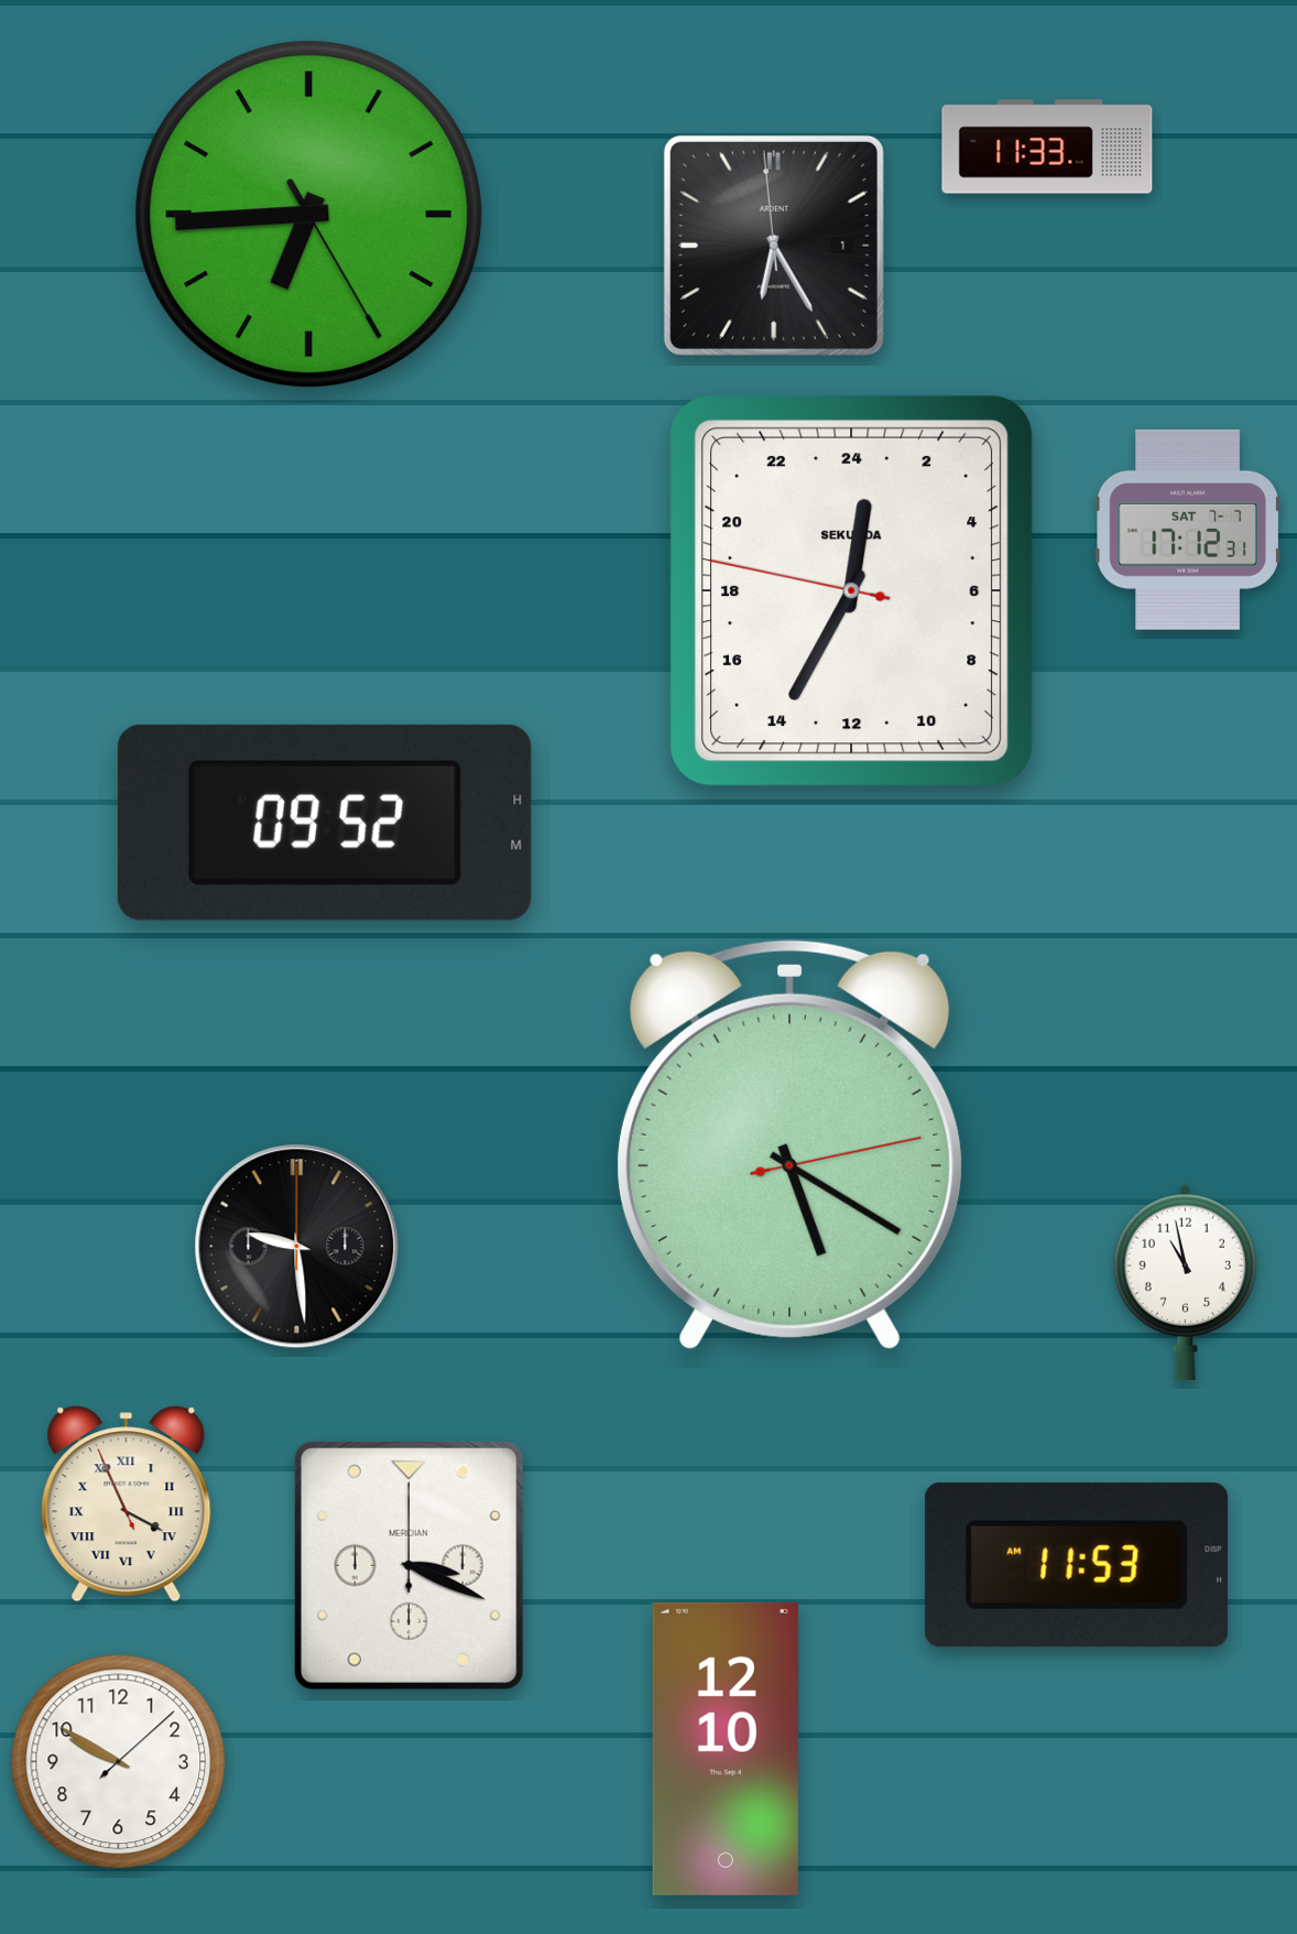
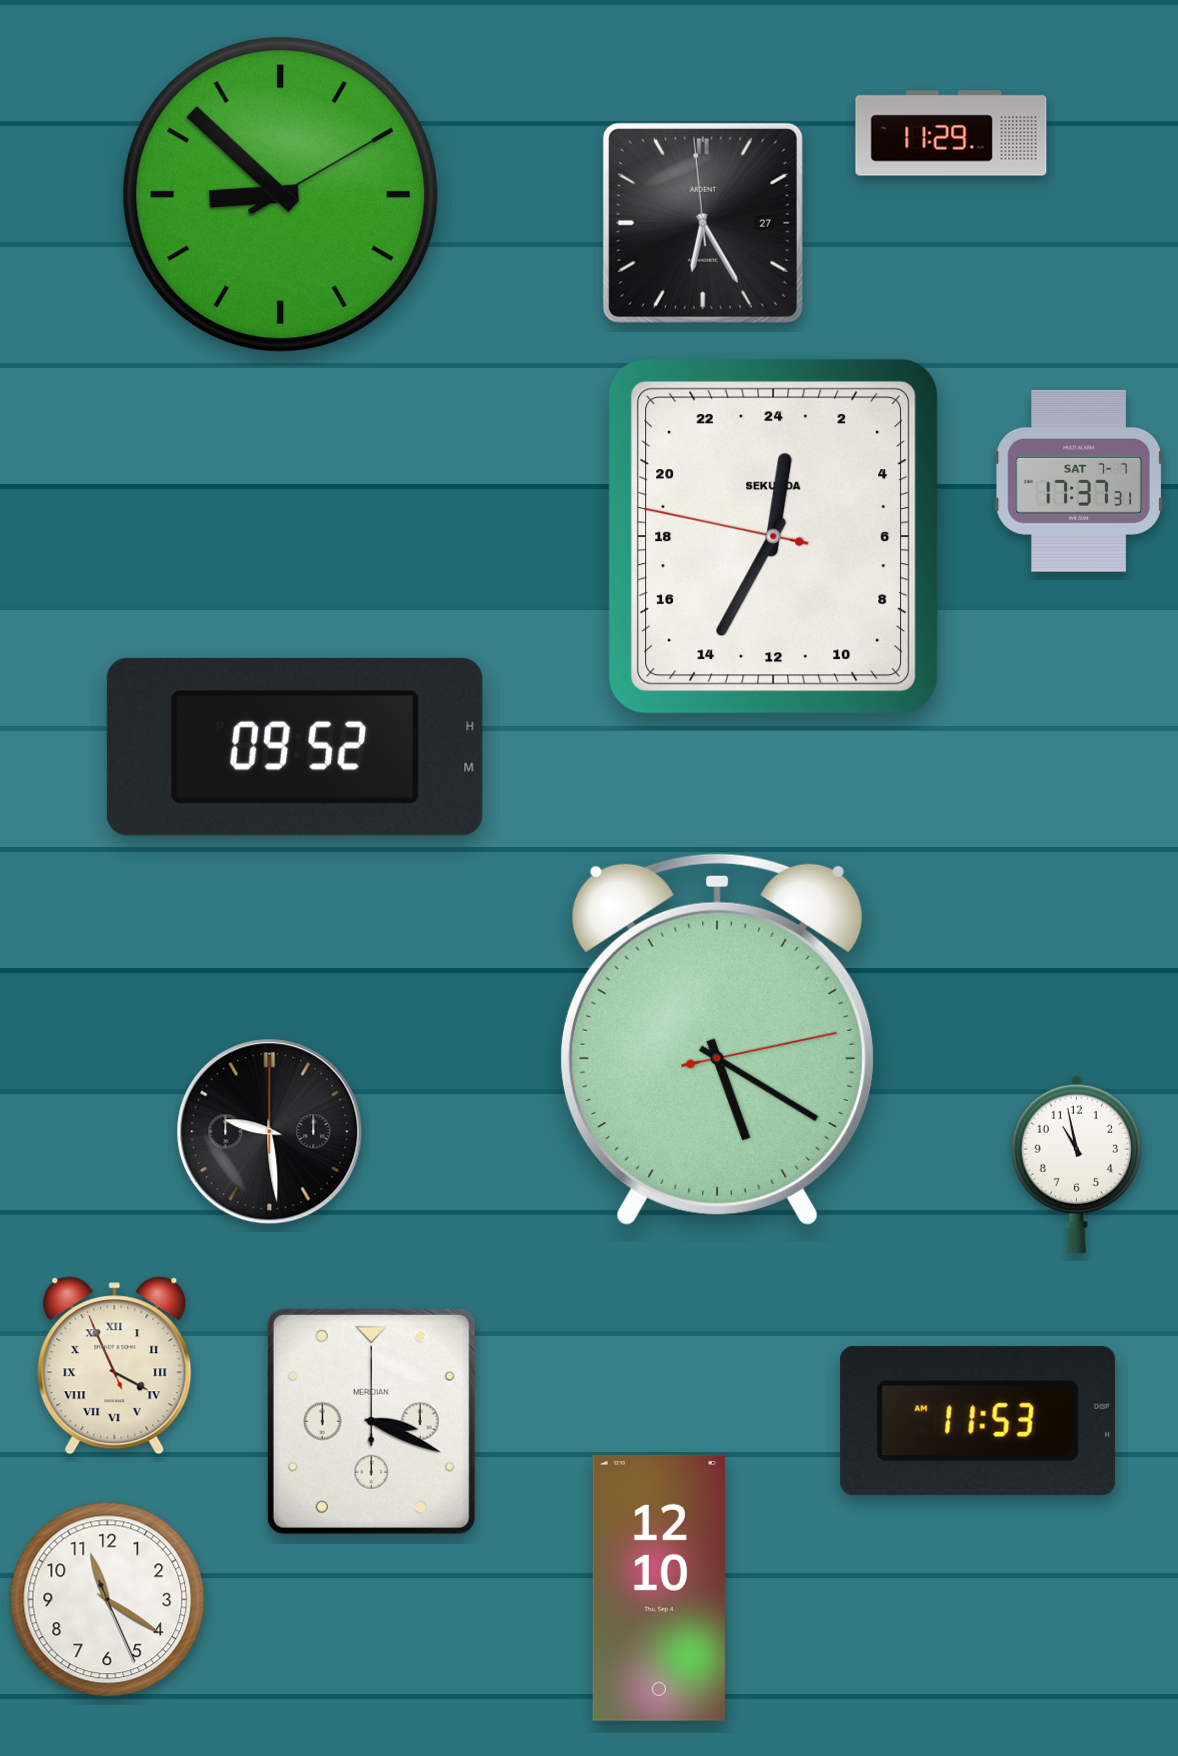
clock at (1047, 146): 11:33 -> 11:29
clock at (309, 215): 6:44 -> 8:52
clock at (774, 246) date: 1 -> 27
clock at (1188, 530): 17:12 -> 17:37
clock at (119, 1762): 9:50 -> 11:20
